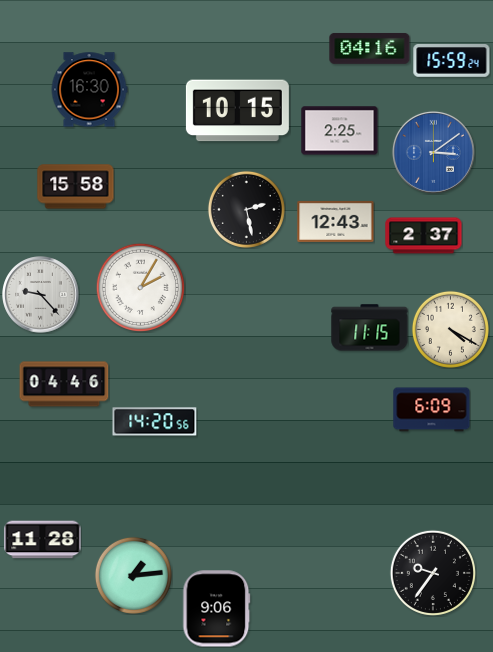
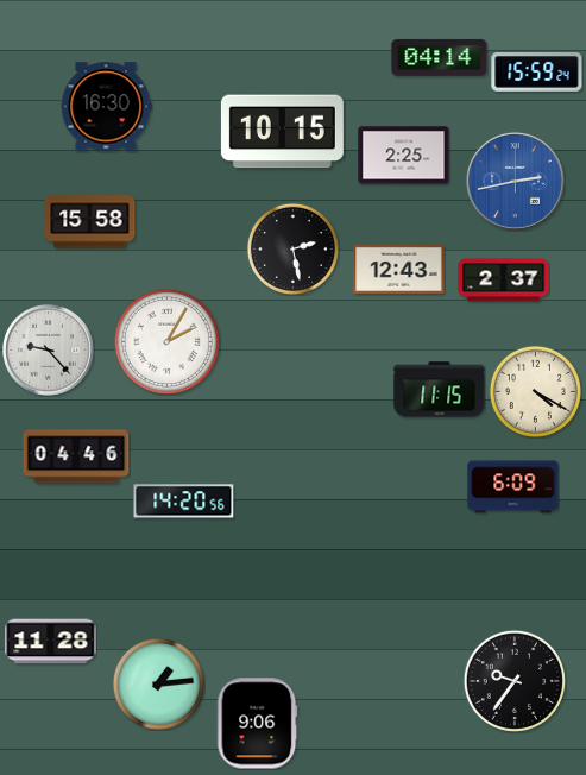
clock at (370, 48): 04:16 -> 04:14
clock at (433, 152): 3:09 -> 2:43
clock at (336, 221) position: (336, 221) -> (399, 269)
